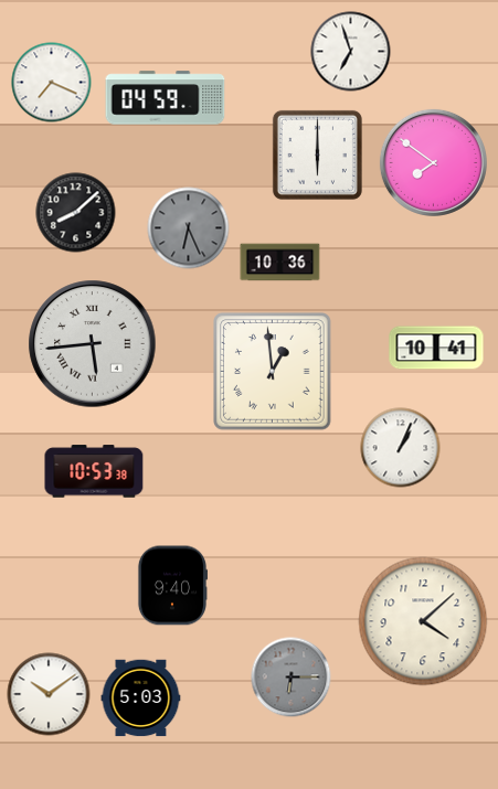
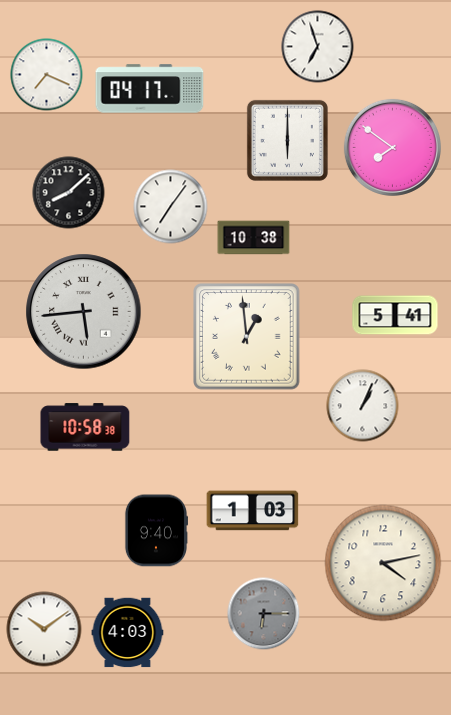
clock at (166, 98): 04:59 -> 04:17
clock at (189, 228): 6:26 -> 7:06
clock at (189, 228) dial: grey -> white
clock at (280, 263): 10:36 -> 10:38
clock at (436, 348): 10:41 -> 5:41
clock at (94, 471): 10:53 -> 10:58
clock at (253, 511): none -> 1:03
clock at (423, 621): 4:08 -> 4:13
clock at (141, 699): 5:03 -> 4:03
